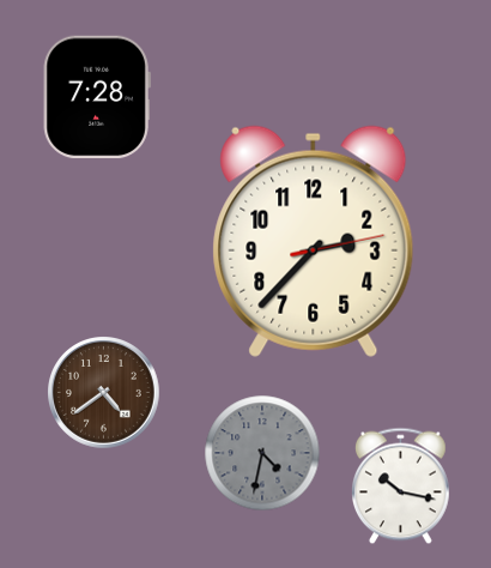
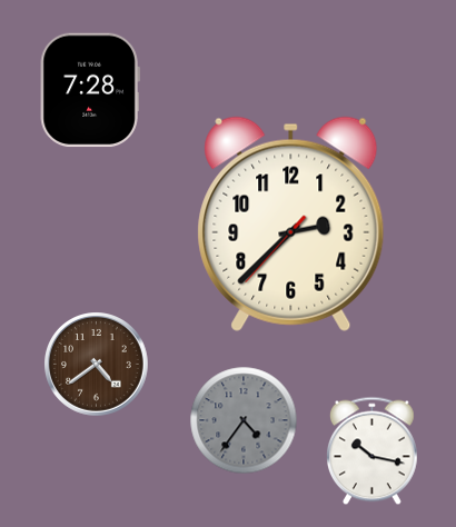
clock at (314, 241): 2:37:13 -> 2:37:37
clock at (262, 453): 4:32 -> 4:36
